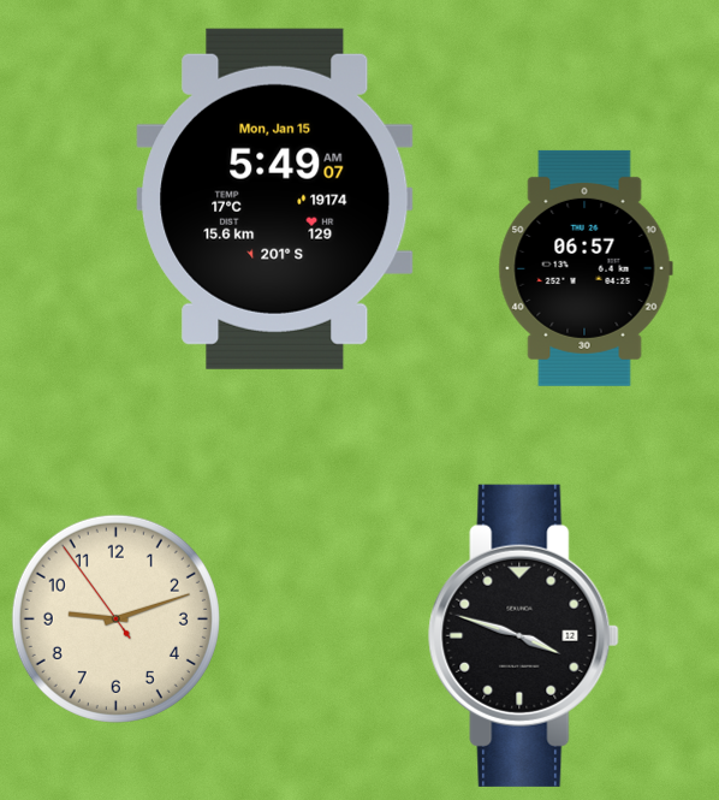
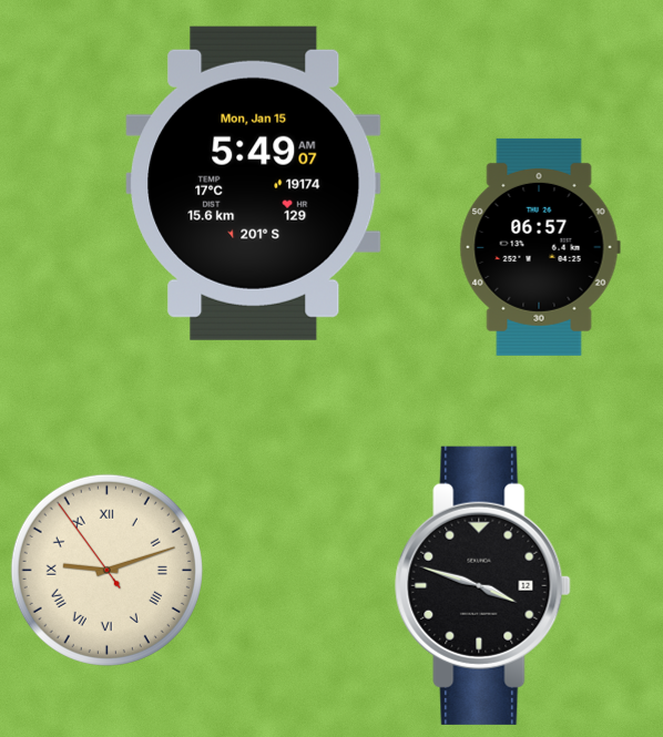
clock at (115, 618) numerals: Arabic -> Roman
